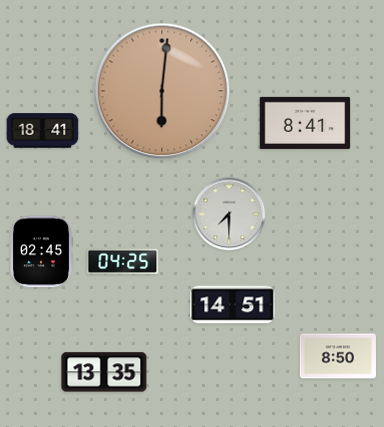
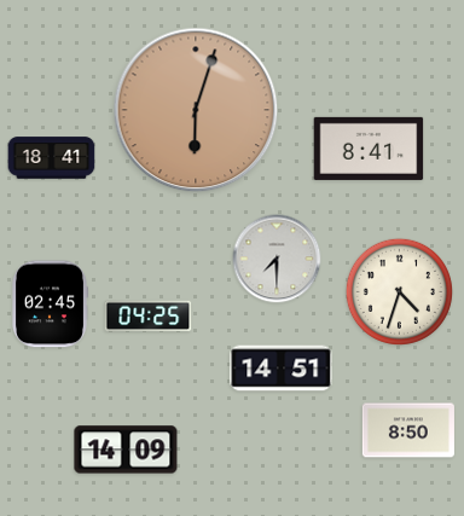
clock at (162, 91): 6:01 -> 6:03
clock at (399, 291): none -> 4:33
clock at (104, 372): 13:35 -> 14:09
